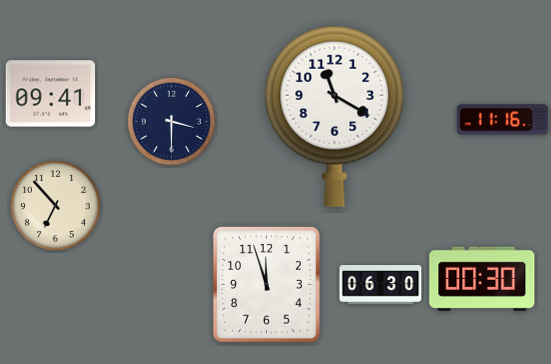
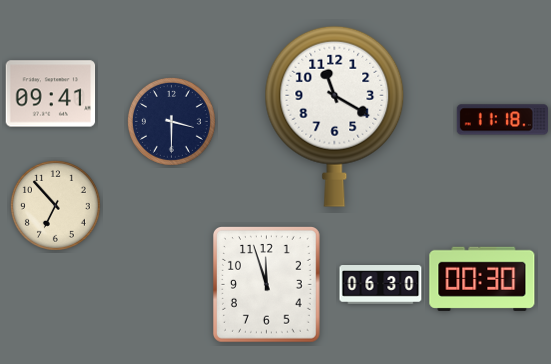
clock at (502, 120): 11:16 -> 11:18
